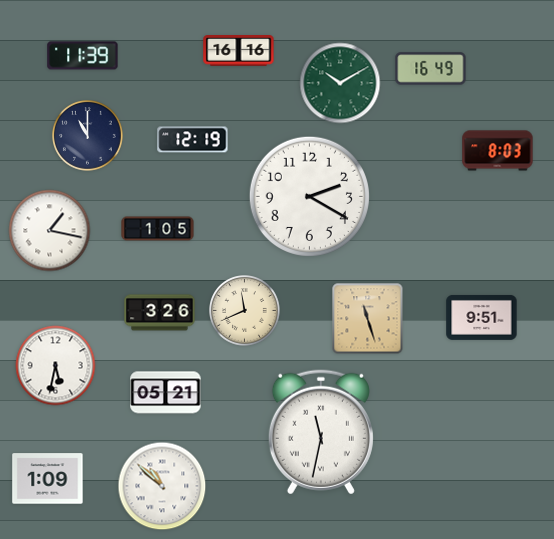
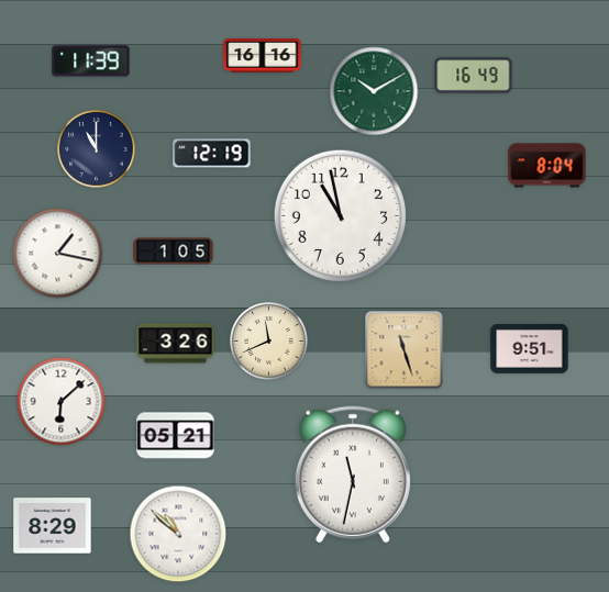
clock at (498, 151): 8:03 -> 8:04
clock at (309, 196): 2:20 -> 10:58
clock at (50, 231) position: (50, 231) -> (58, 254)
clock at (56, 366): 5:32 -> 6:08
clock at (166, 393) position: (166, 393) -> (176, 436)
clock at (48, 479): 1:09 -> 8:29
